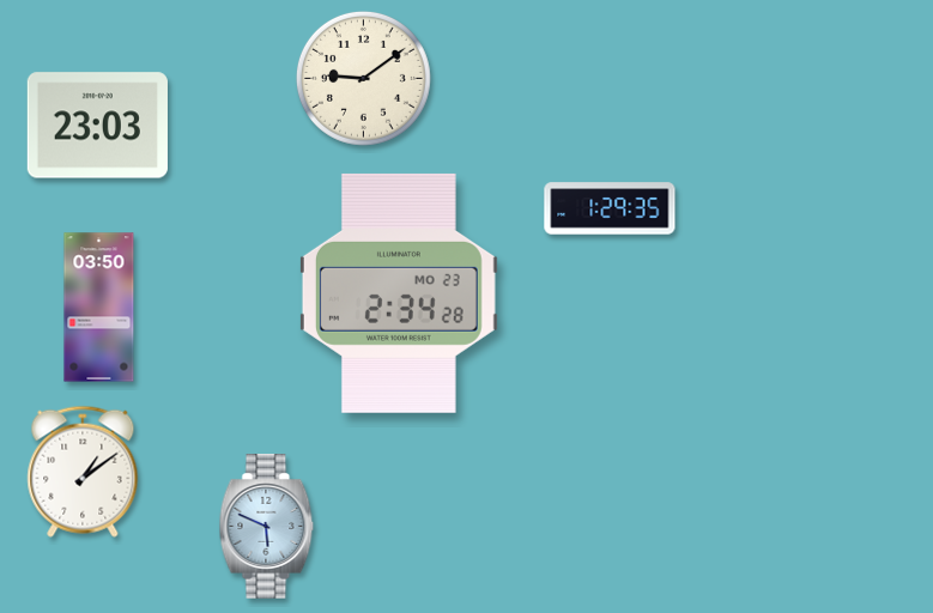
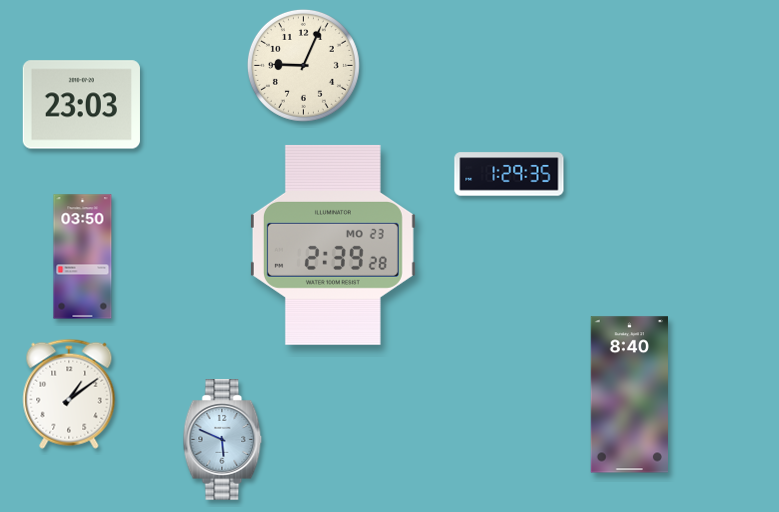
clock at (363, 78): 9:09 -> 9:04
clock at (399, 293): 2:34 -> 2:39
clock at (629, 395): none -> 8:40
